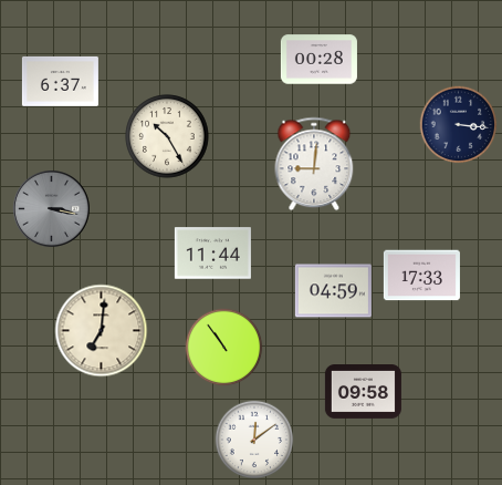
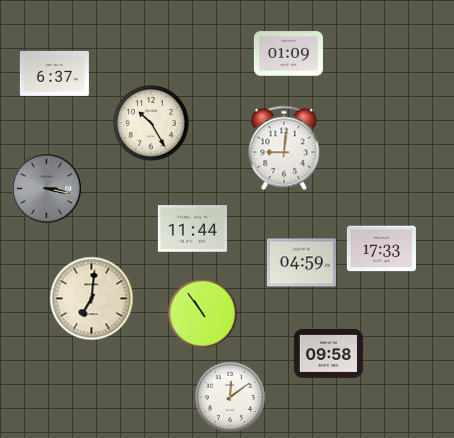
clock at (318, 60): 00:28 -> 01:09
clock at (459, 125): 3:16 -> none
